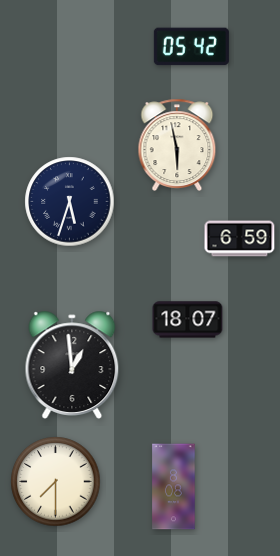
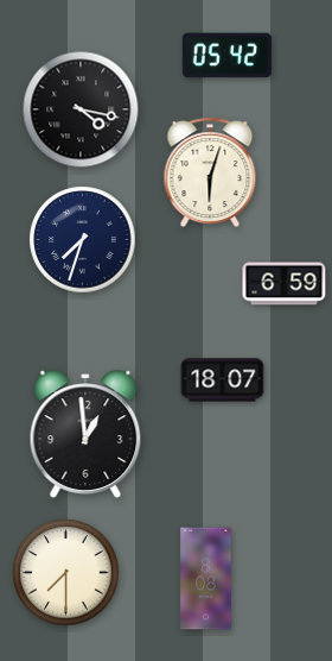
clock at (81, 109): none -> 4:17
clock at (177, 144): 5:58 -> 6:03
clock at (70, 202): 5:33 -> 7:33
